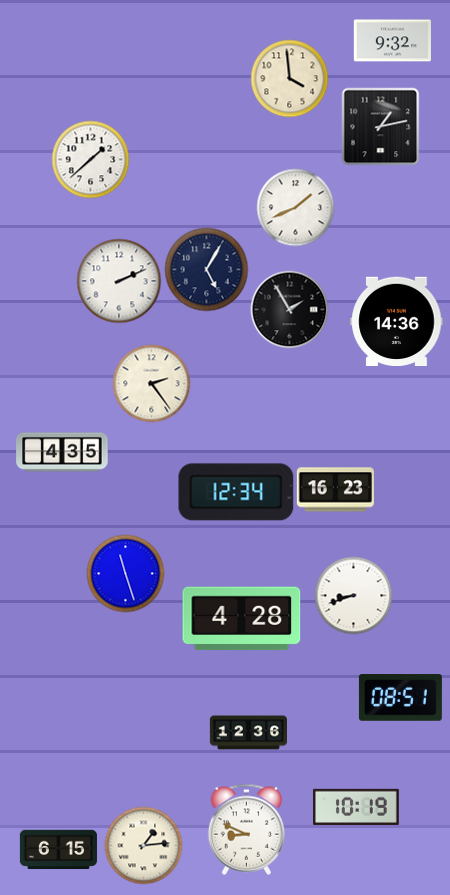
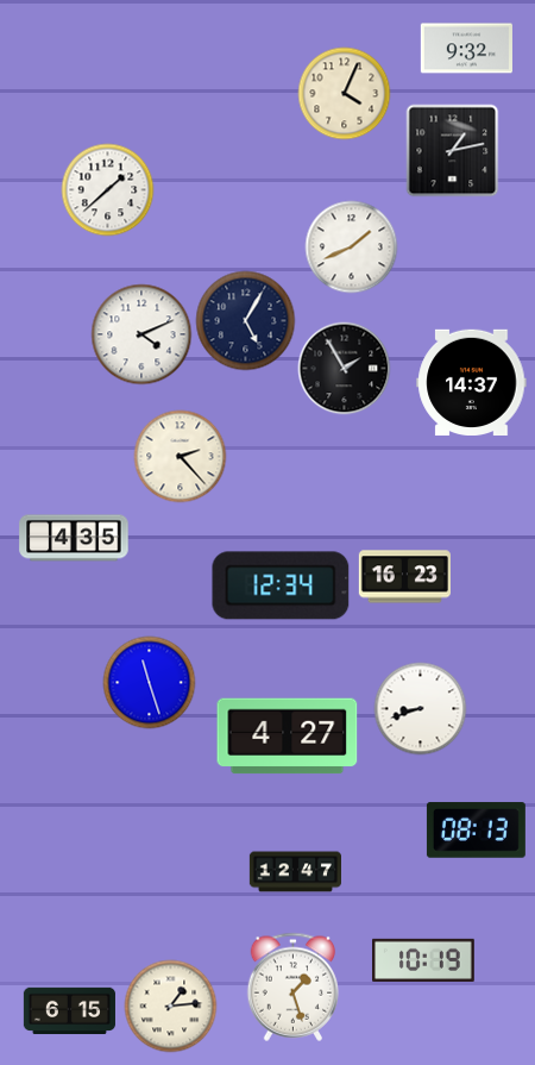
clock at (289, 78): 3:59 -> 4:04
clock at (119, 281): 2:11 -> 4:11
clock at (397, 321): 14:36 -> 14:37
clock at (151, 383): 2:24 -> 2:23
clock at (335, 490) position: (335, 490) -> (404, 577)
clock at (242, 619): 4:28 -> 4:27
clock at (400, 698): 08:51 -> 08:13
clock at (248, 733): 12:36 -> 12:47
clock at (247, 829): 8:49 -> 1:27
